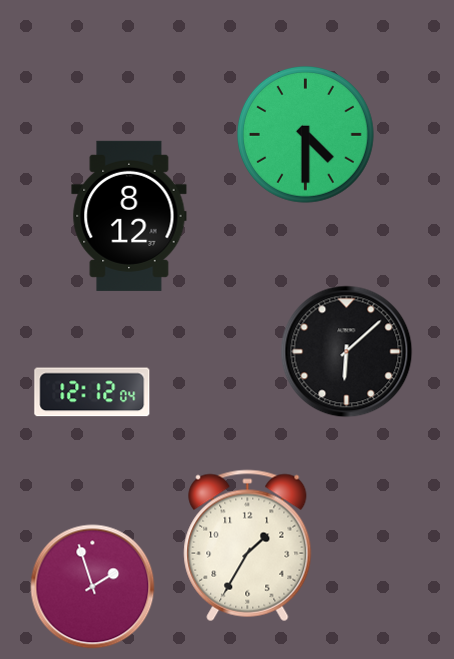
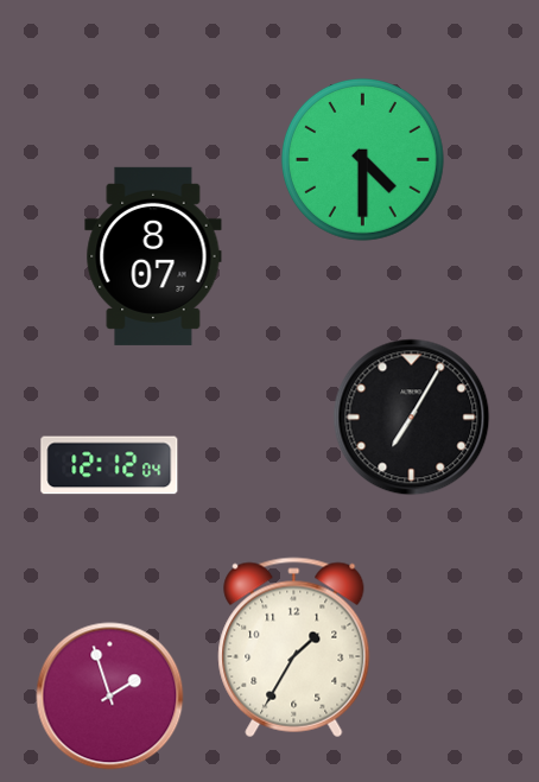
clock at (129, 216): 8:12 -> 8:07
clock at (347, 352): 6:08 -> 7:05
